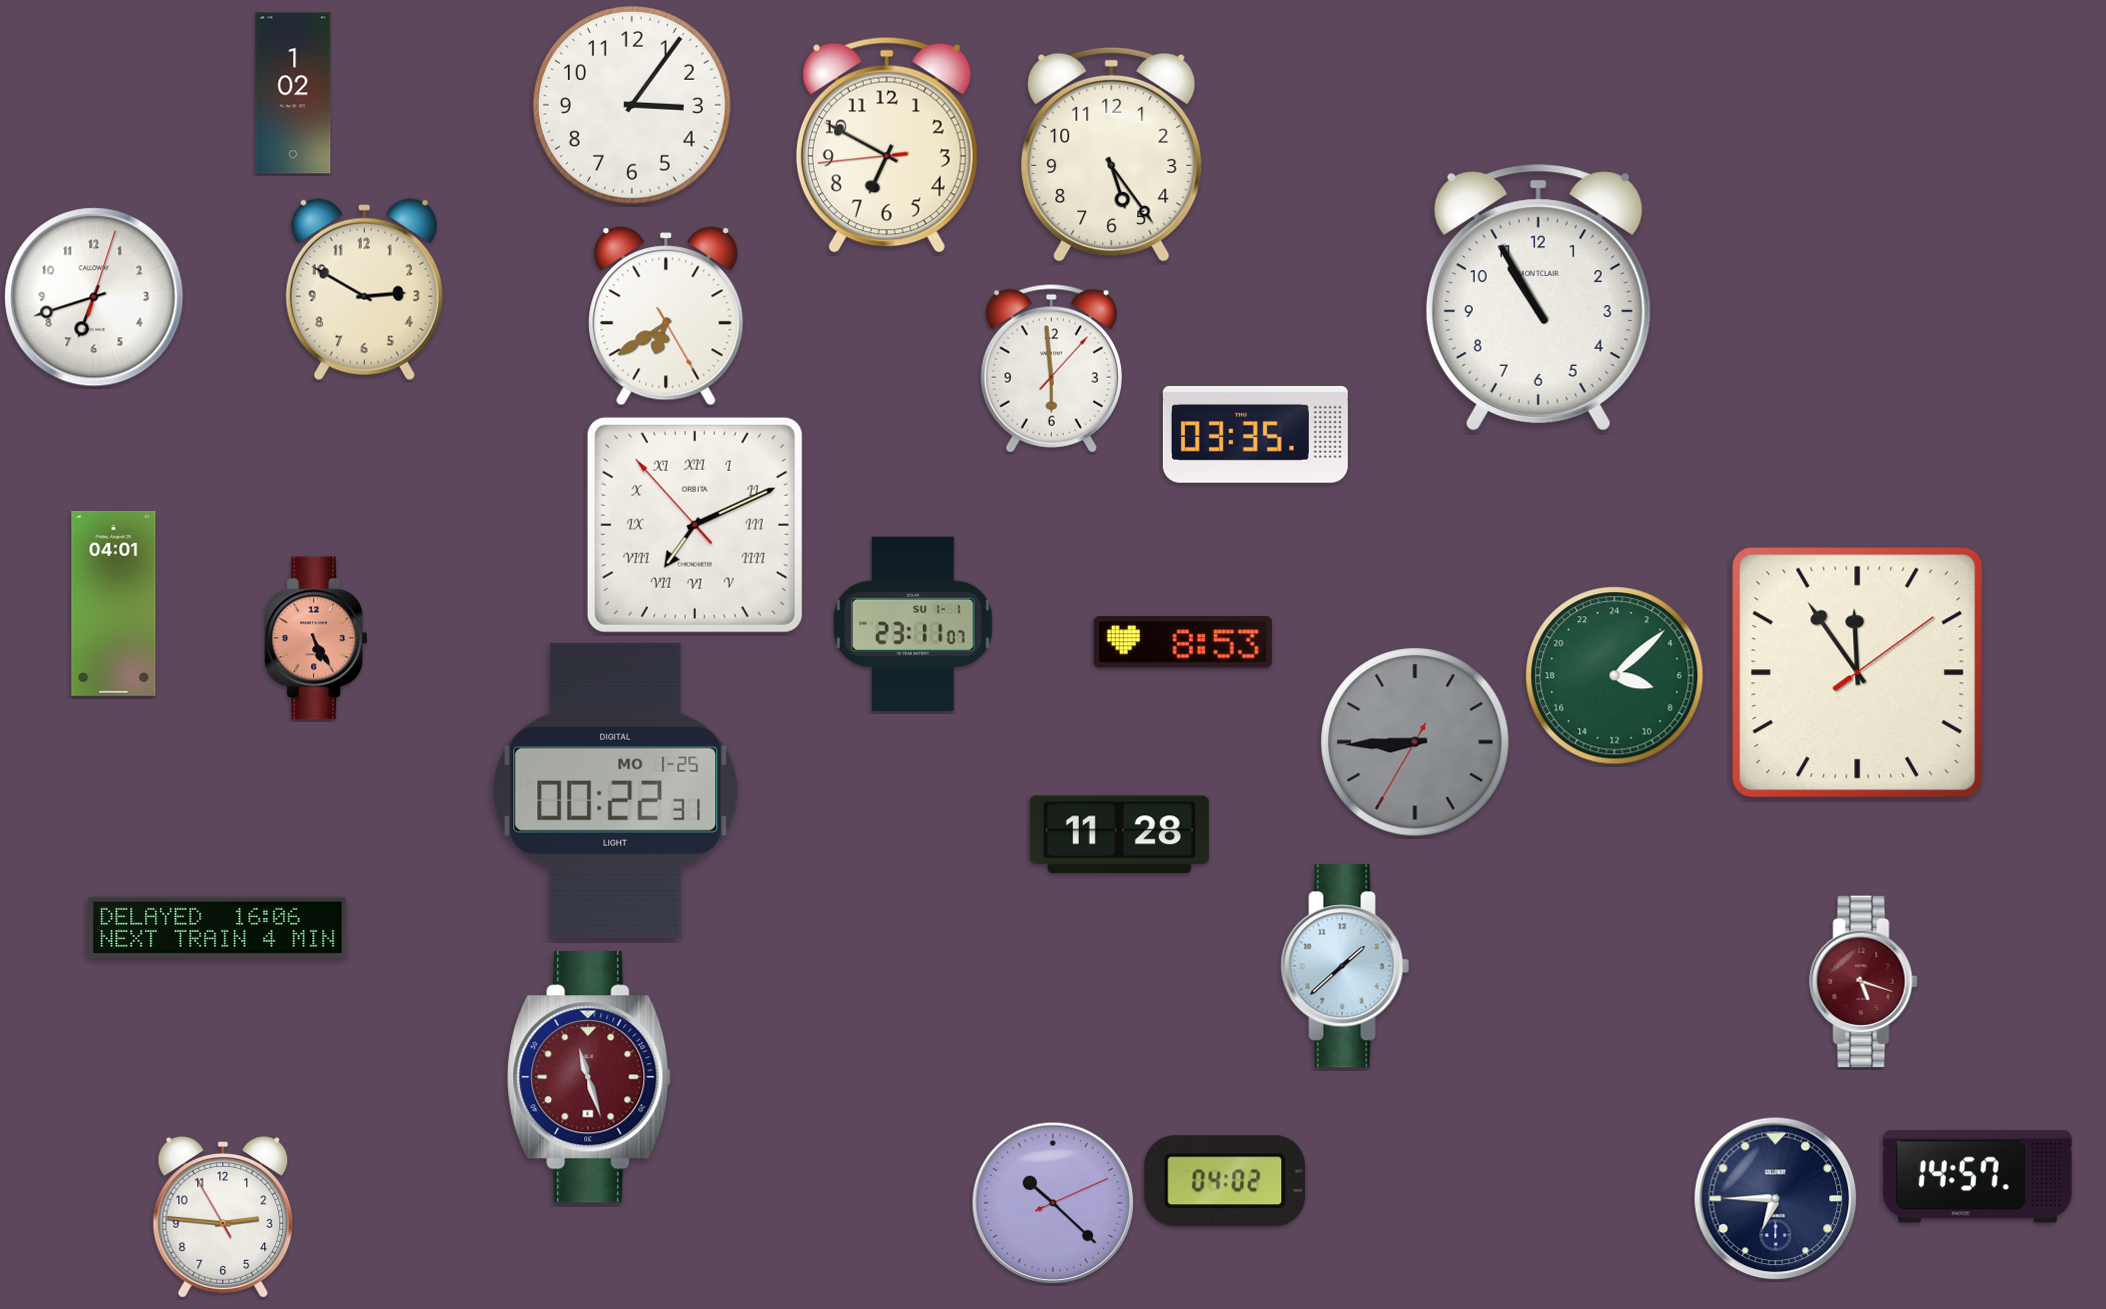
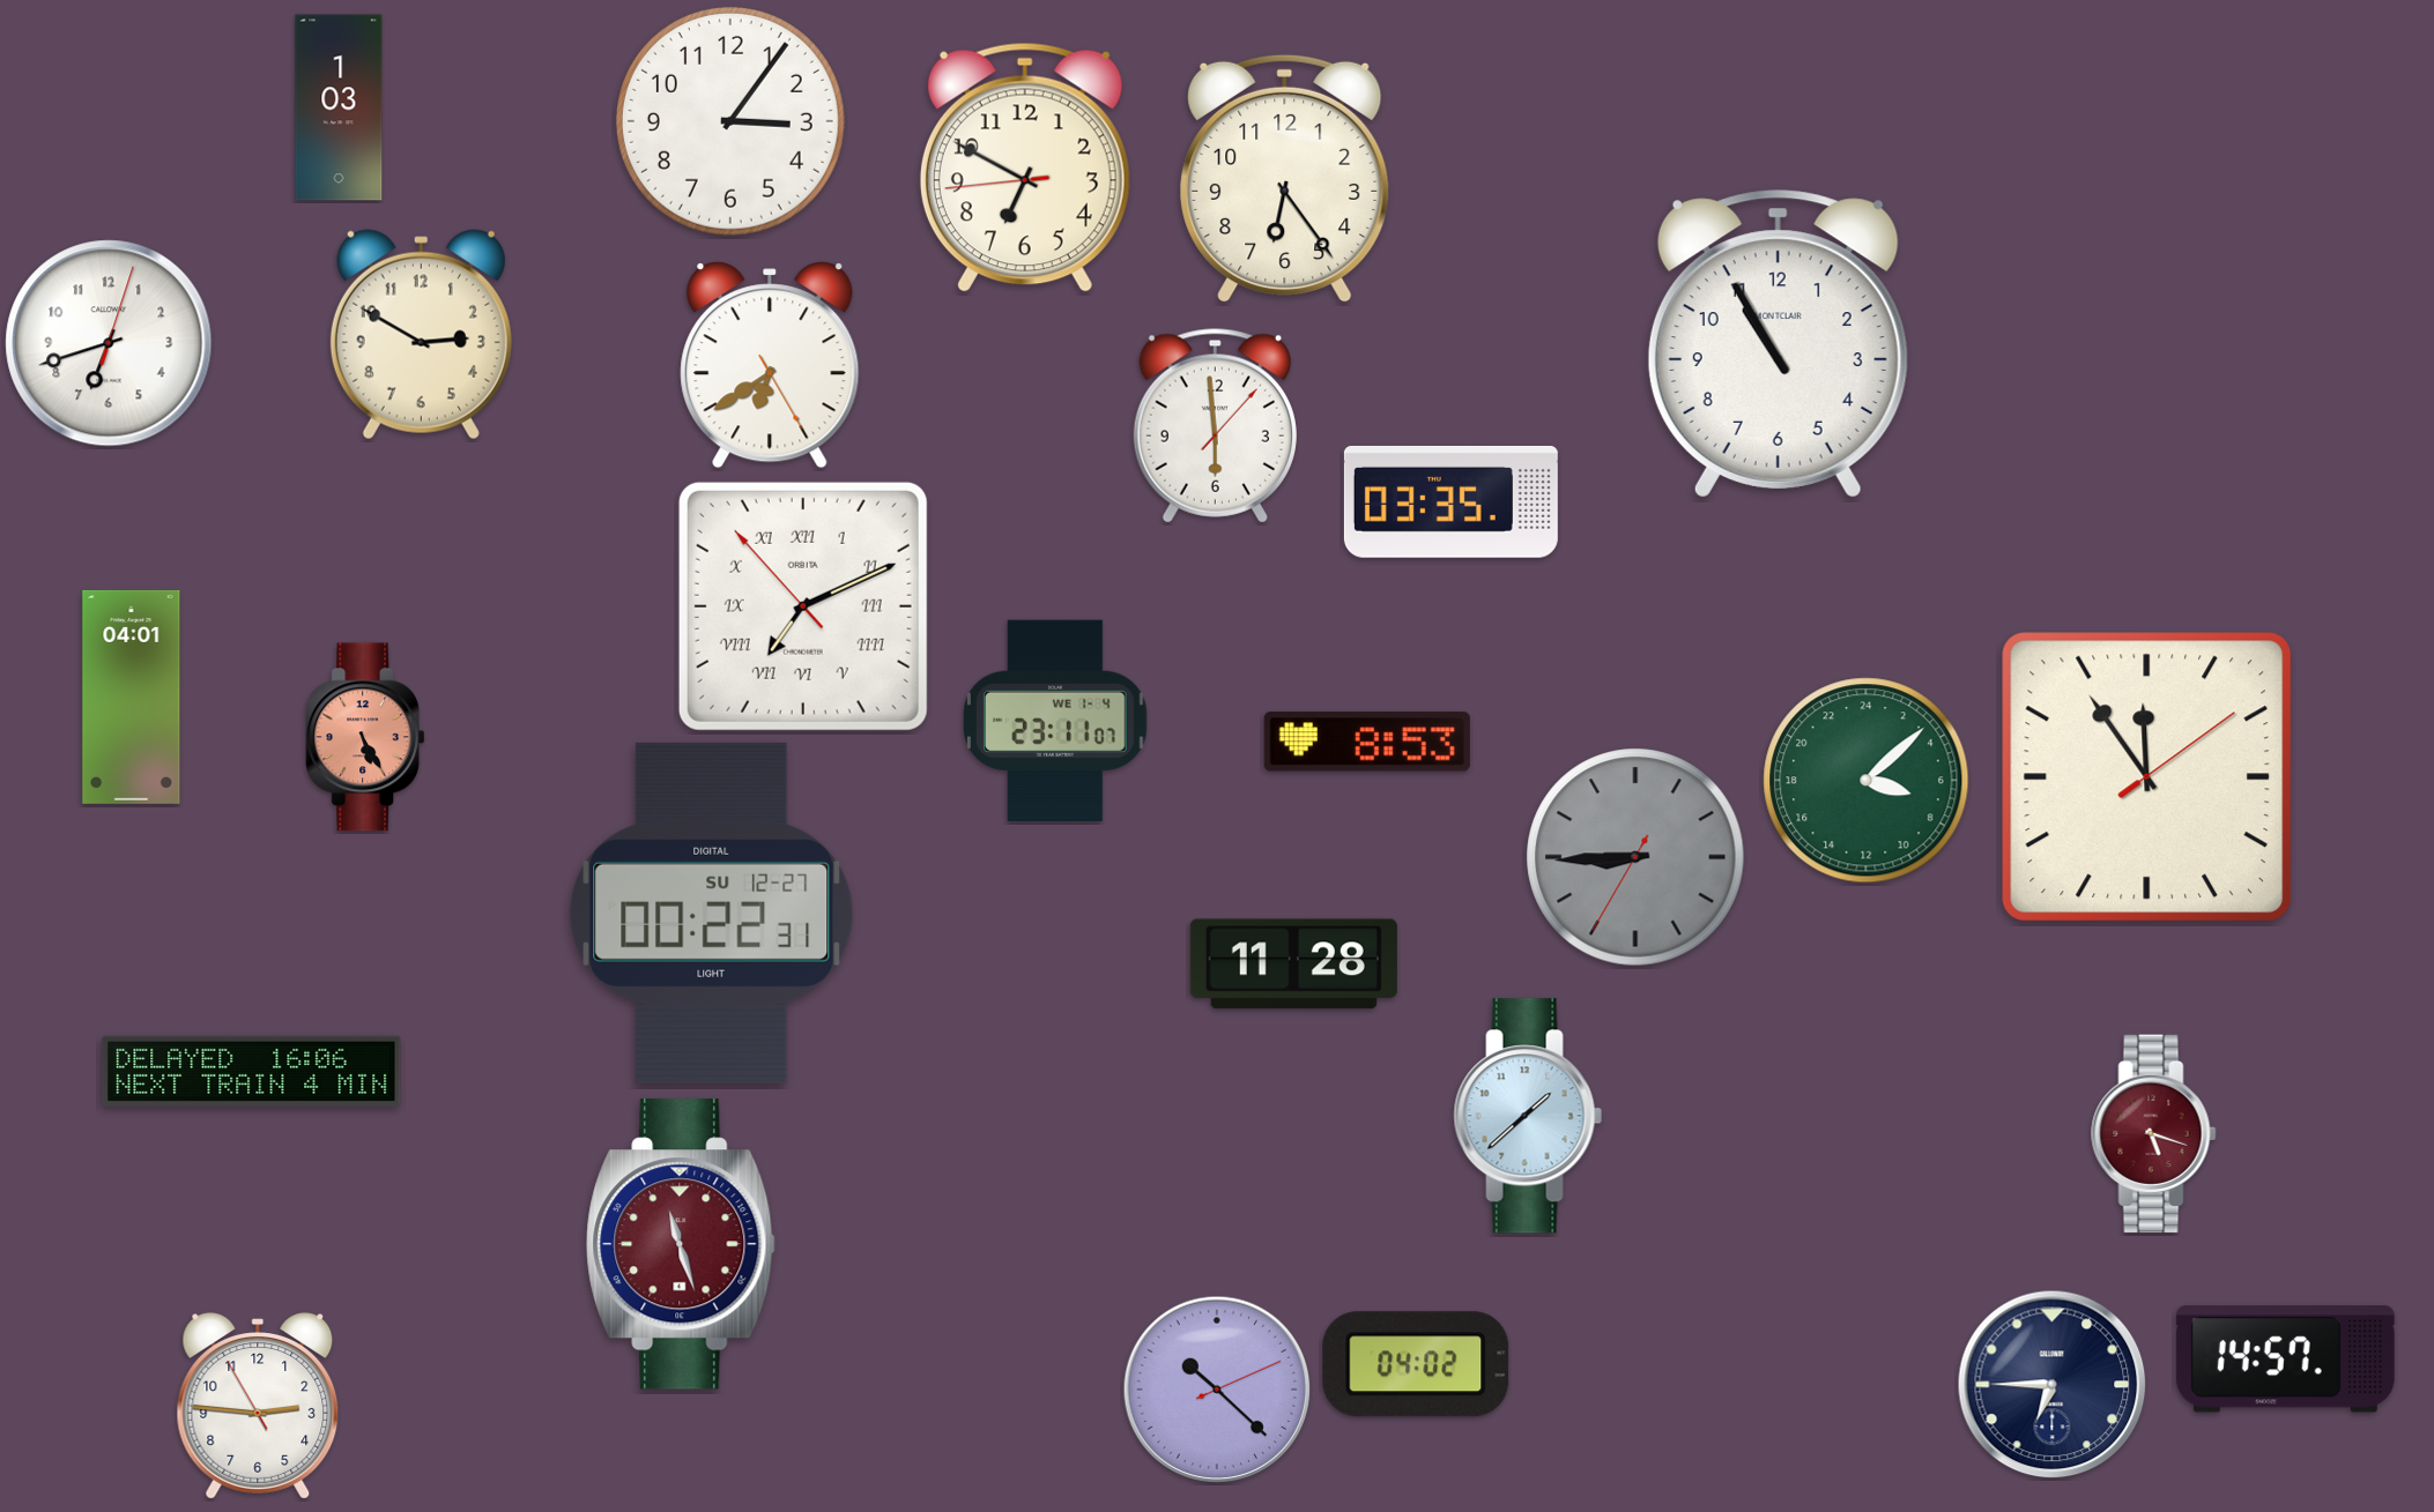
clock at (293, 93): 1:02 -> 1:03
clock at (1112, 155): 5:24 -> 6:24
clock at (913, 623) date: SU 1-1 -> WE 1-4
clock at (616, 790) date: MO 1-25 -> SU 12-27
clock at (1345, 966) position: (1345, 966) -> (1528, 1116)
